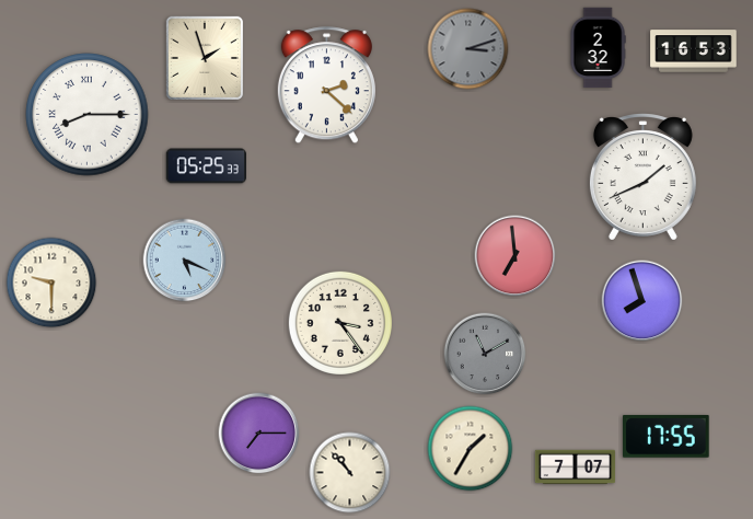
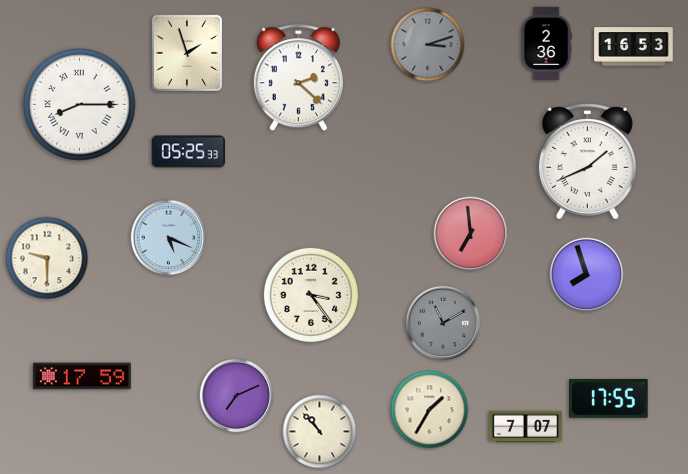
clock at (598, 48): 2:32 -> 2:36
clock at (82, 376): none -> 17:59
clock at (259, 434): 7:15 -> 7:11
